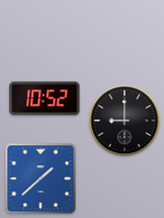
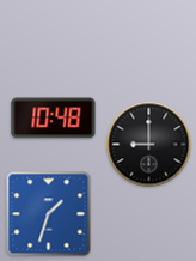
clock at (45, 99): 10:52 -> 10:48
clock at (41, 179): 1:38 -> 1:33
